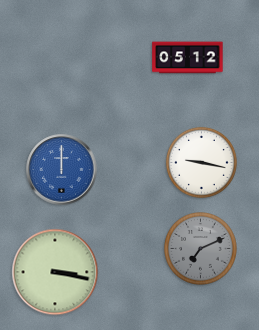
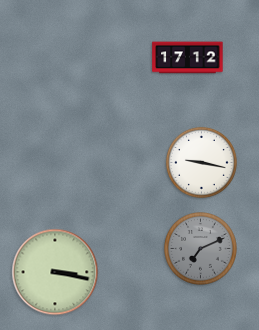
clock at (188, 58): 05:12 -> 17:12
clock at (62, 170): 12:00 -> none
